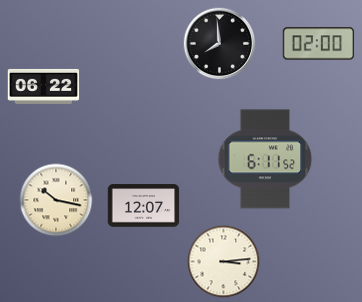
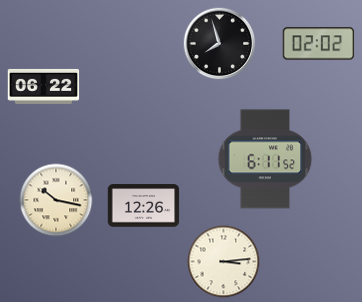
clock at (220, 44): 7:59 -> 7:57
clock at (319, 44): 02:00 -> 02:02
clock at (144, 206): 12:07 -> 12:26
